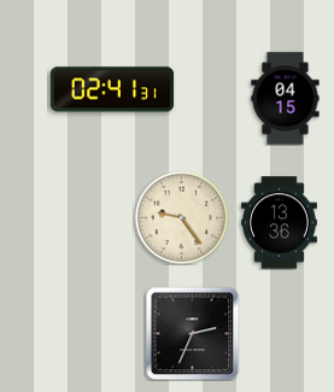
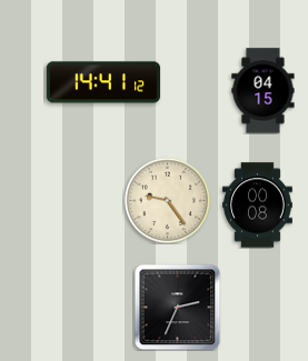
clock at (112, 89): 02:41 -> 14:41
clock at (280, 223): 13:36 -> 00:08
